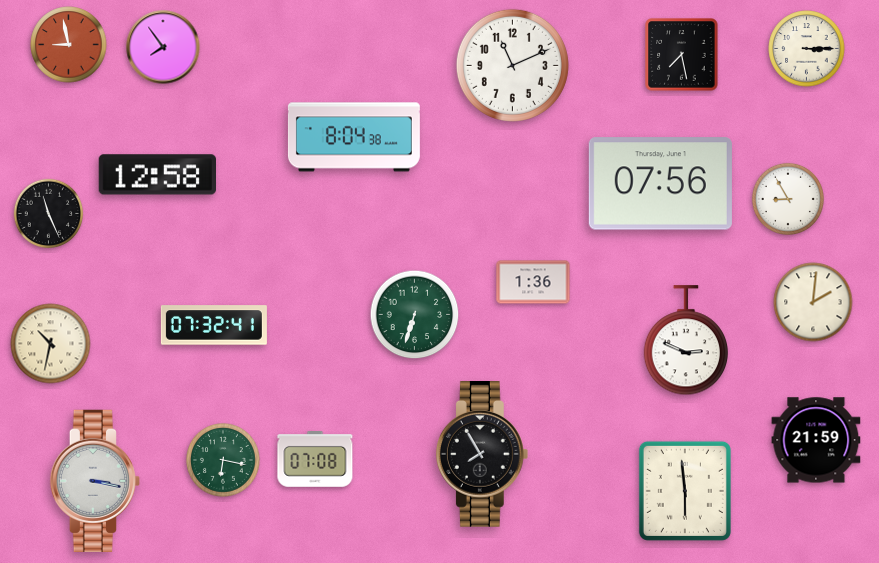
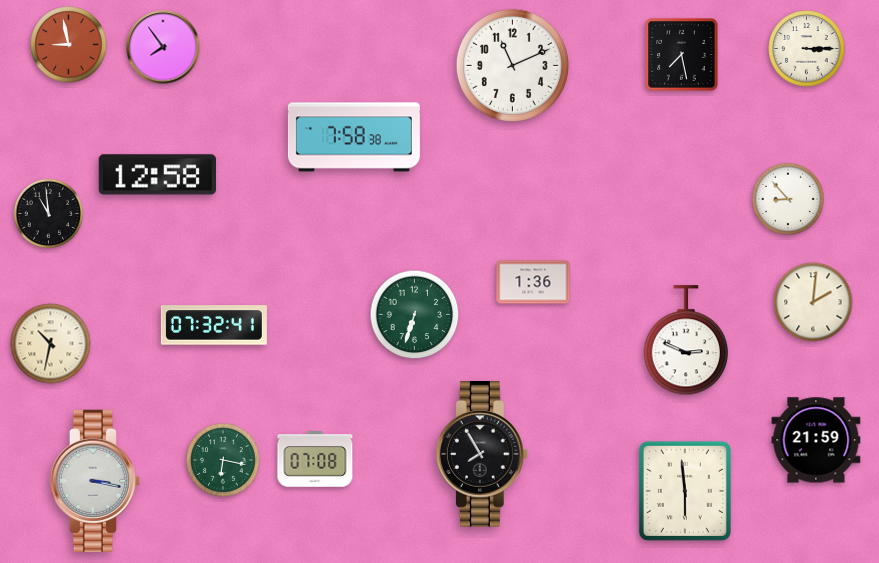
clock at (354, 137): 8:04 -> 7:58
clock at (660, 184): 07:56 -> none
clock at (788, 199): 8:55 -> 8:53
clock at (49, 214): 11:26 -> 10:59
